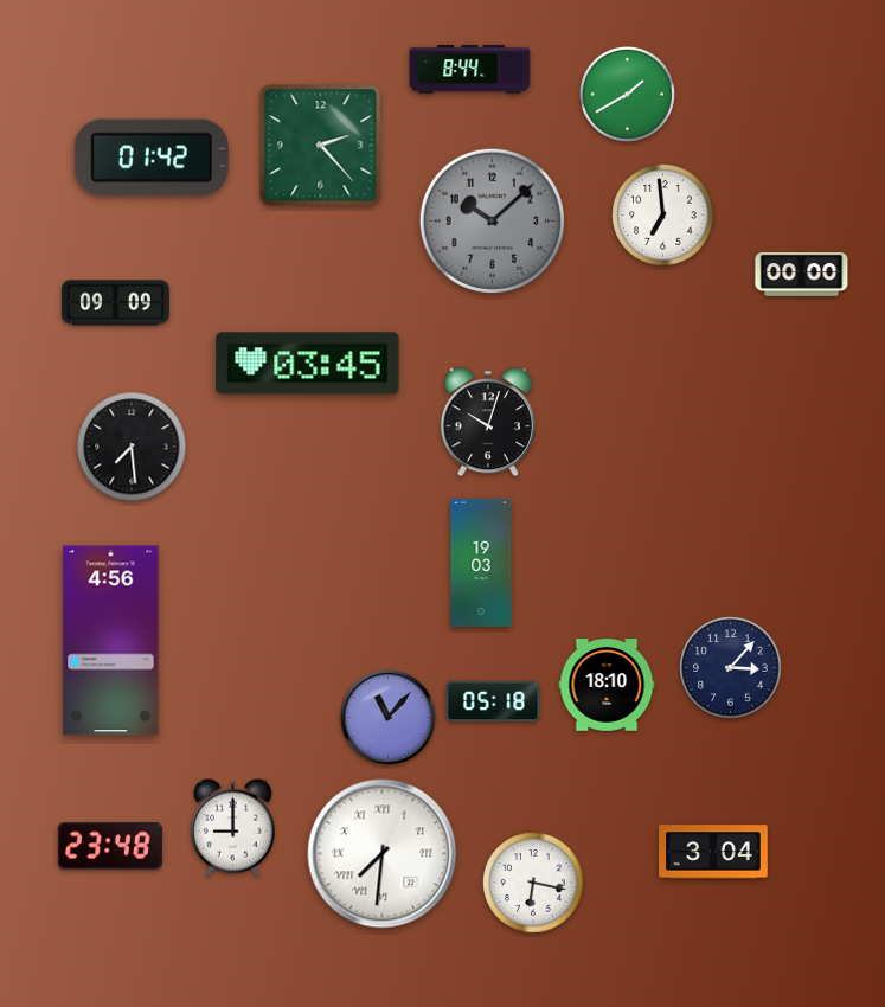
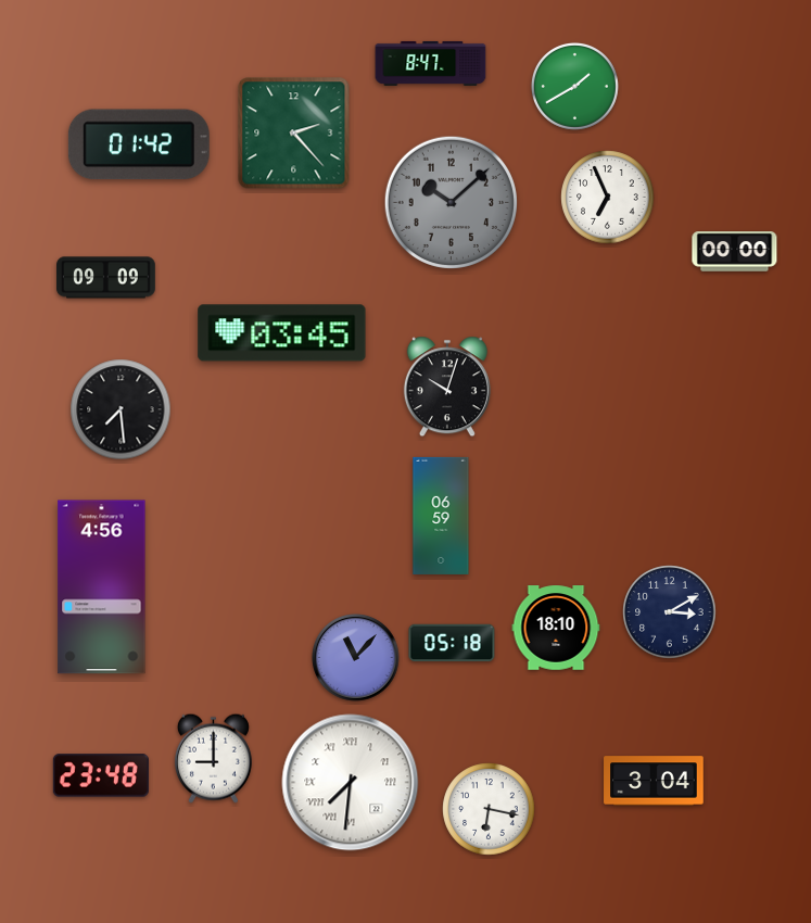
clock at (470, 69): 8:44 -> 8:47
clock at (663, 216): 6:59 -> 6:56
clock at (481, 563): 19:03 -> 06:59
clock at (731, 668): 3:07 -> 3:10
